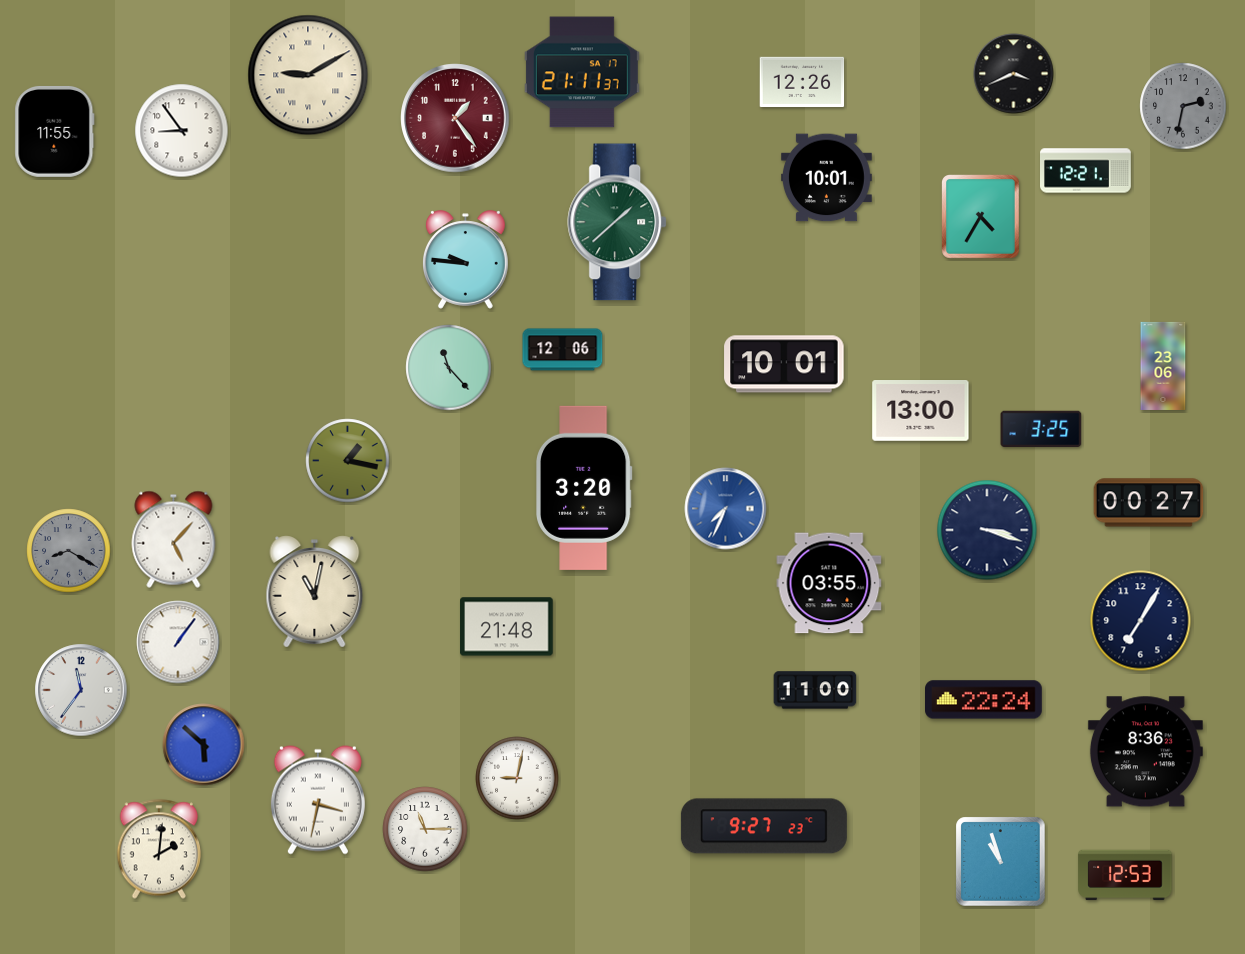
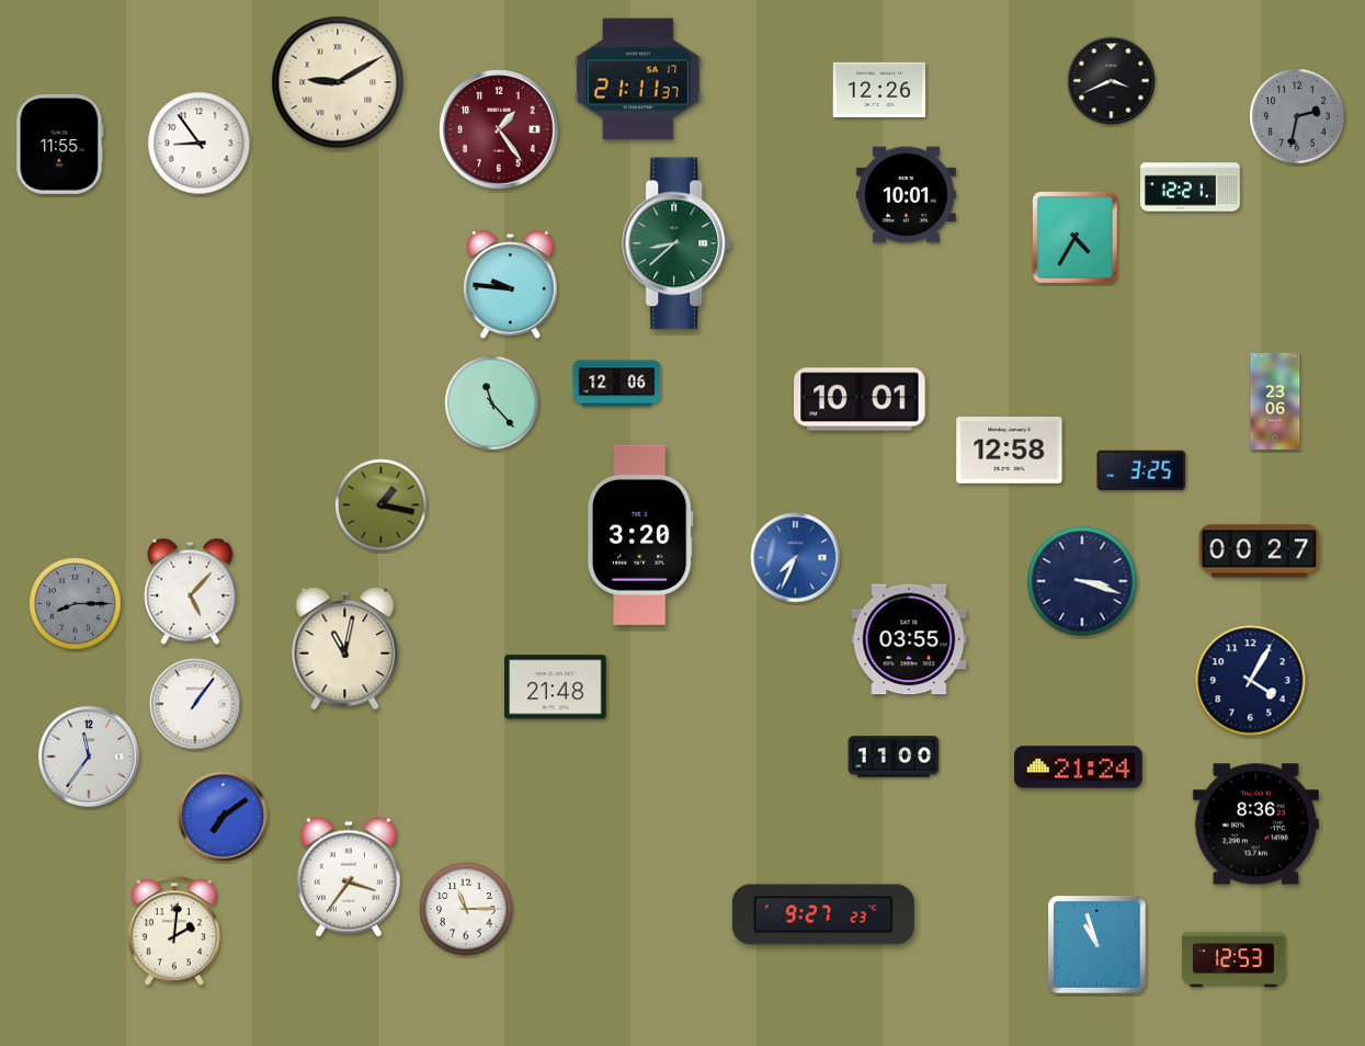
clock at (618, 222): 1:38 -> 8:38
clock at (921, 411): 13:00 -> 12:58
clock at (69, 551): 8:20 -> 8:15
clock at (1141, 621): 7:05 -> 4:05
clock at (984, 700): 22:24 -> 21:24
clock at (204, 745): 5:52 -> 7:09
clock at (517, 778): 9:02 -> none
clock at (318, 800): 3:32 -> 3:36
clock at (764, 826) position: (764, 826) -> (823, 914)
